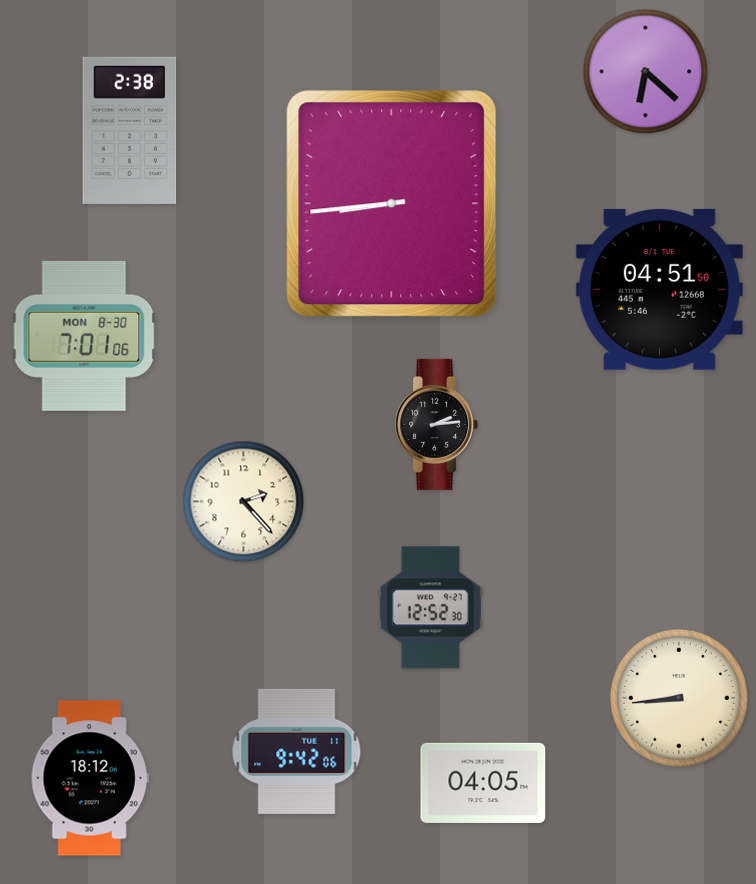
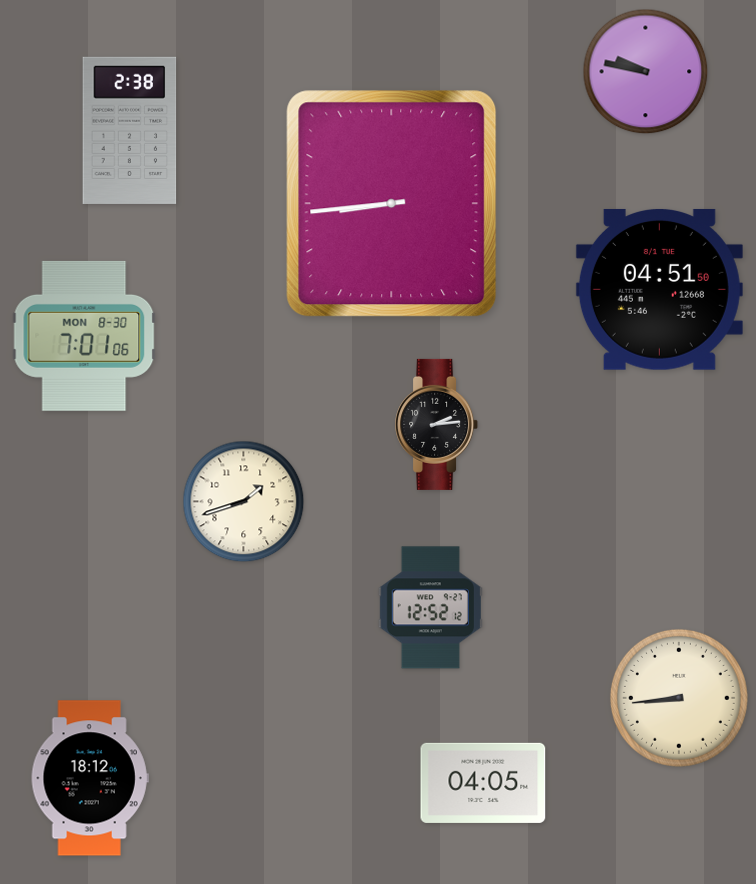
clock at (646, 72): 6:22 -> 9:47
clock at (244, 502): 2:23 -> 1:42
clock at (430, 608): 12:52:30 -> 12:52:12
clock at (297, 751): 9:42 -> none
